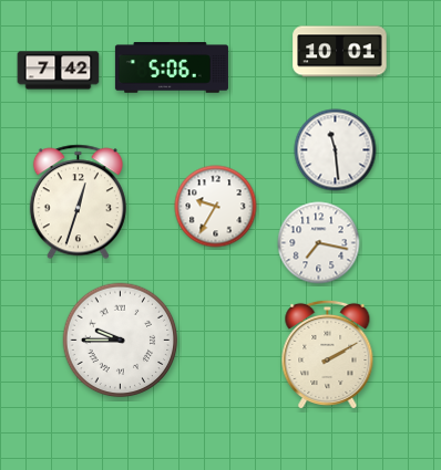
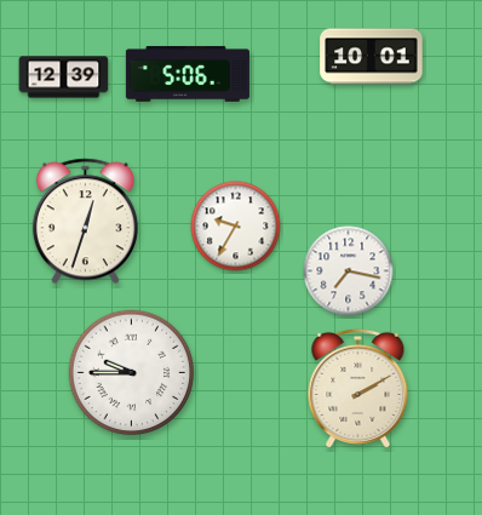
clock at (59, 71): 7:42 -> 12:39
clock at (336, 150): 11:29 -> none
clock at (319, 243) position: (319, 243) -> (349, 271)
